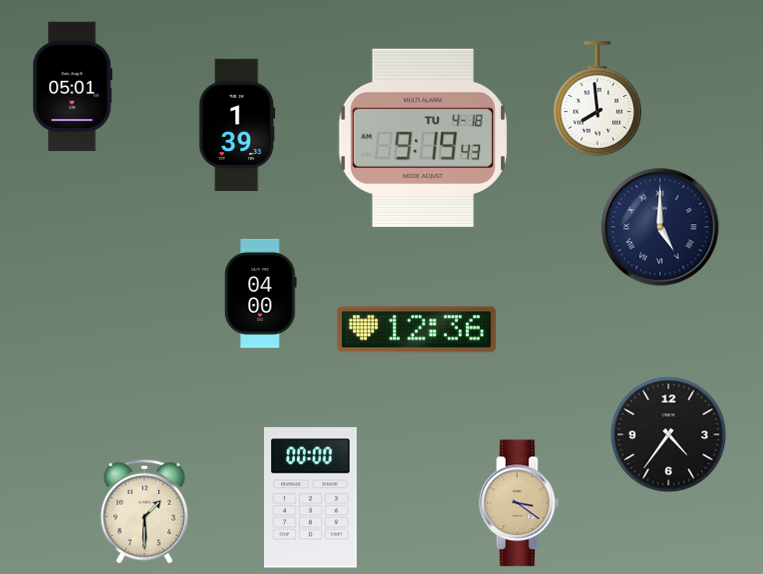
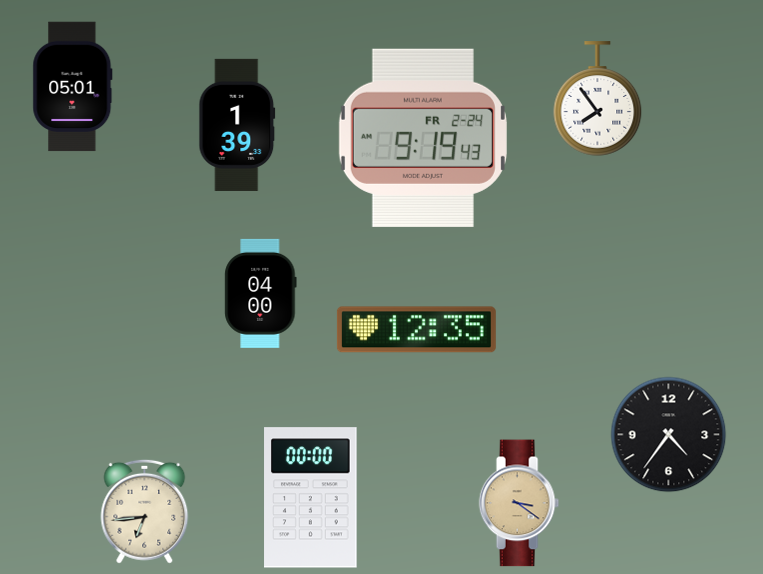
clock at (598, 99): 7:59 -> 7:54
clock at (423, 138) date: TU 4-18 -> FR 2-24
clock at (660, 227): 5:00 -> none
clock at (416, 330): 12:36 -> 12:35
clock at (145, 511): 1:30 -> 6:44
